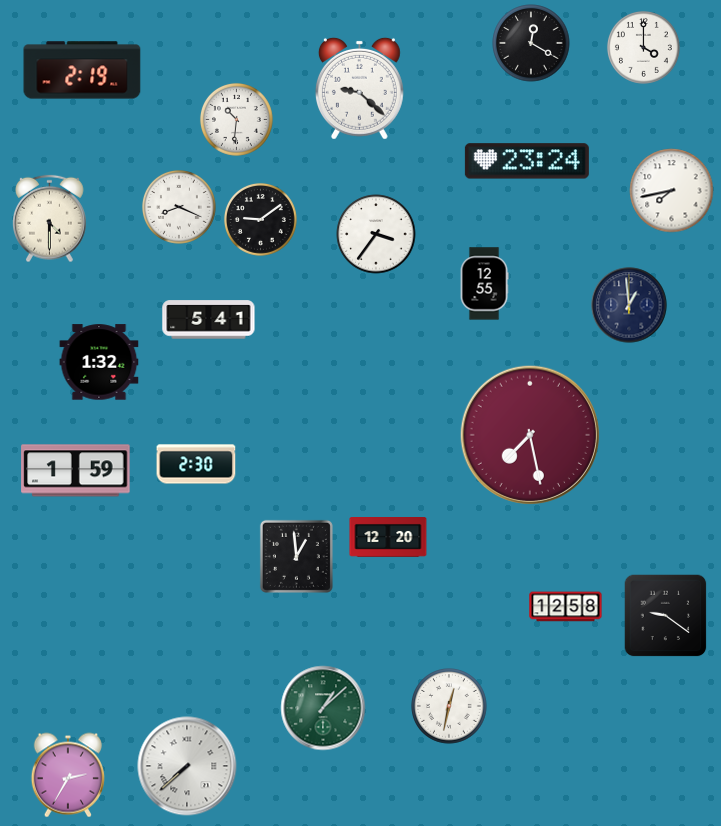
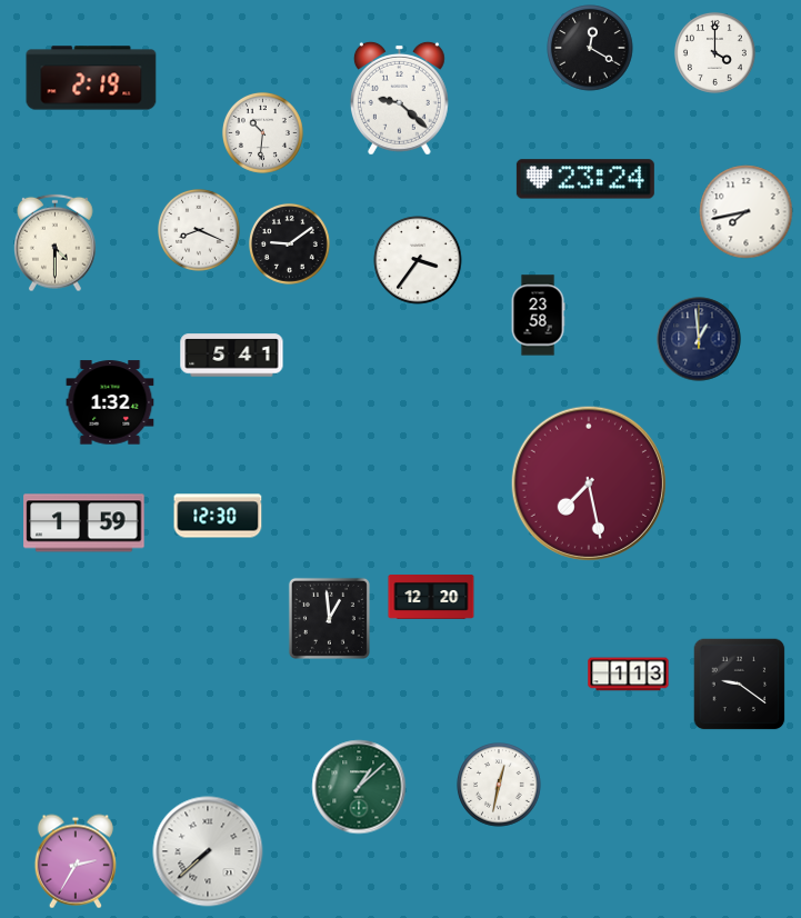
clock at (484, 284): 12:55 -> 23:58
clock at (196, 464): 2:30 -> 12:30
clock at (566, 607): 12:58 -> 1:13
